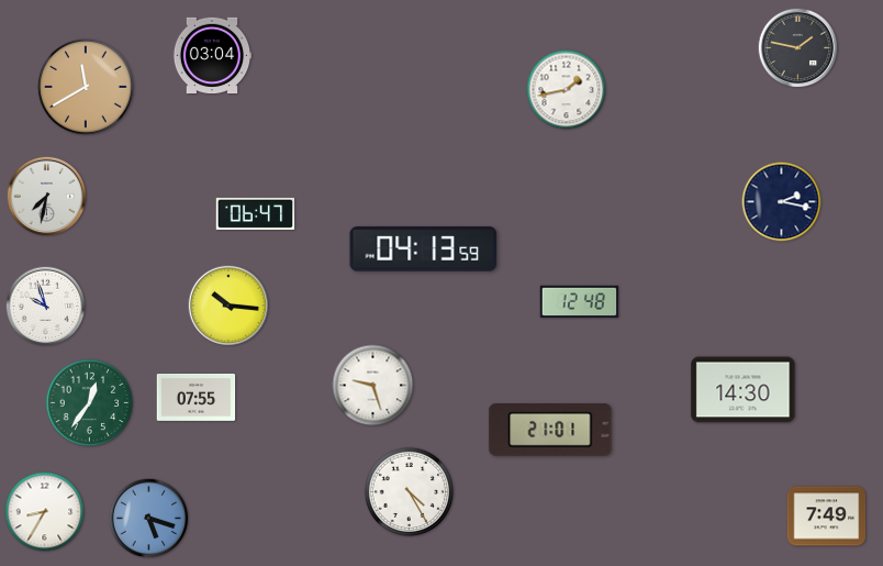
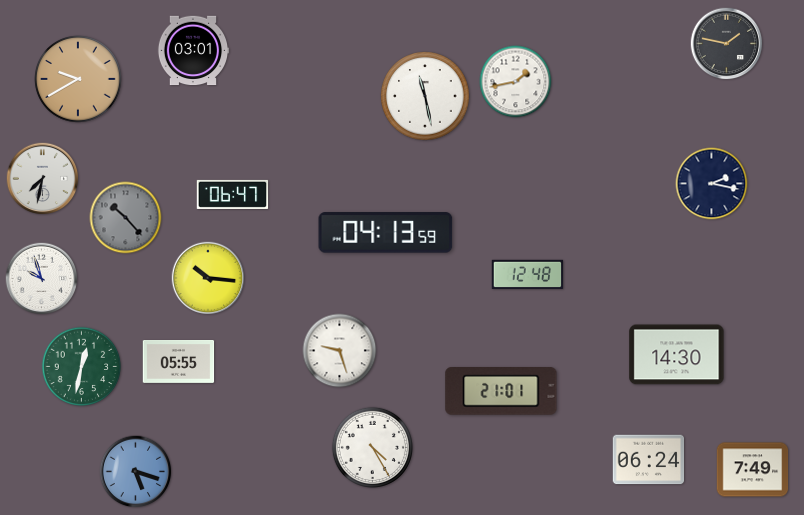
clock at (212, 56): 03:04 -> 03:01
clock at (86, 87): 11:40 -> 9:40
clock at (425, 96): none -> 11:28
clock at (126, 218): none -> 10:23
clock at (424, 249) position: (424, 249) -> (386, 233)
clock at (197, 398): 07:55 -> 05:55
clock at (90, 403): 12:36 -> 12:32
clock at (649, 460): none -> 06:24
clock at (45, 512): 8:35 -> none
